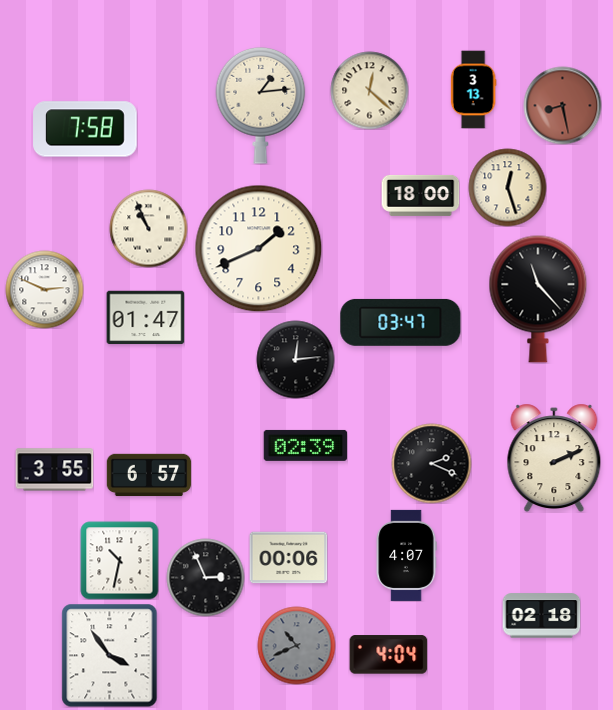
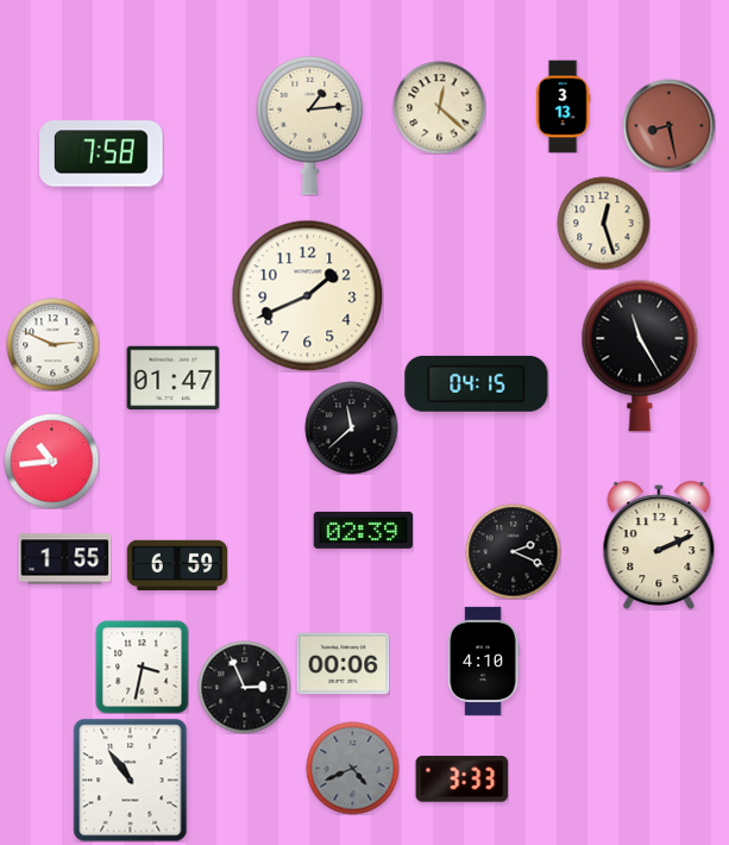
clock at (420, 195): 18:00 -> none
clock at (148, 228): 10:56 -> none
clock at (538, 299): 11:23 -> 11:25
clock at (401, 322): 03:47 -> 04:15
clock at (295, 359): 12:14 -> 11:38
clock at (51, 461): none -> 10:44
clock at (54, 470): 3:55 -> 1:55
clock at (149, 475): 6:57 -> 6:59
clock at (406, 555): 4:07 -> 4:10
clock at (119, 560): 10:32 -> 3:32
clock at (541, 616): 02:18 -> none
clock at (296, 645): 10:41 -> 4:41
clock at (110, 655): 3:54 -> 10:54
clock at (388, 655): 4:04 -> 3:33
